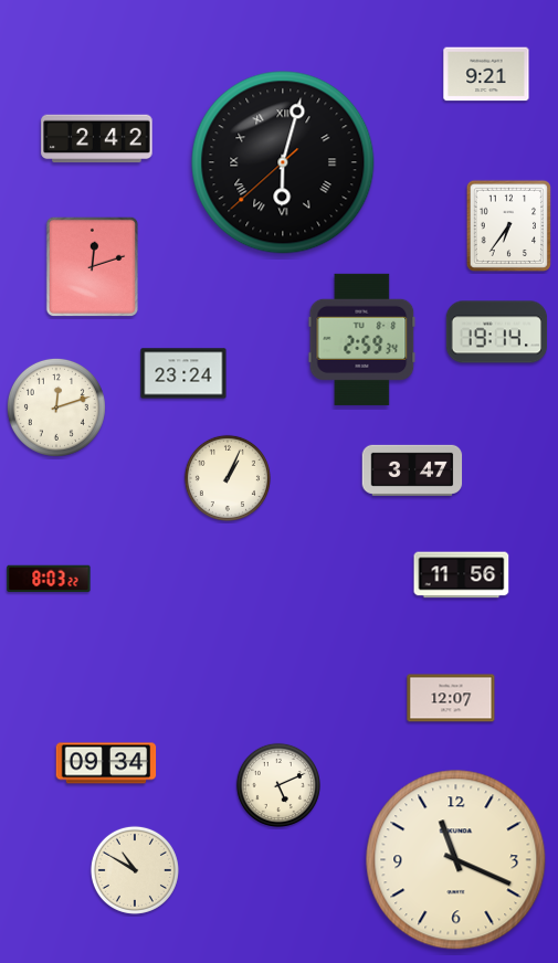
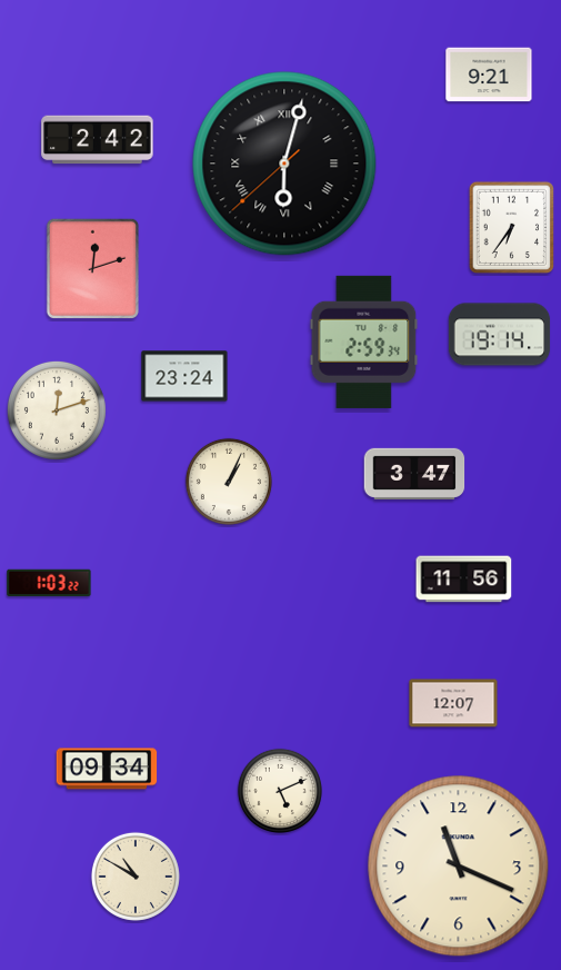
clock at (49, 579): 8:03 -> 1:03
